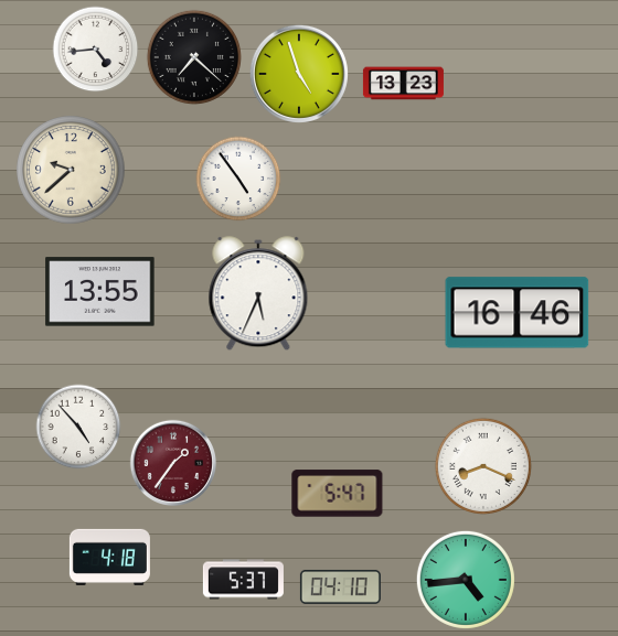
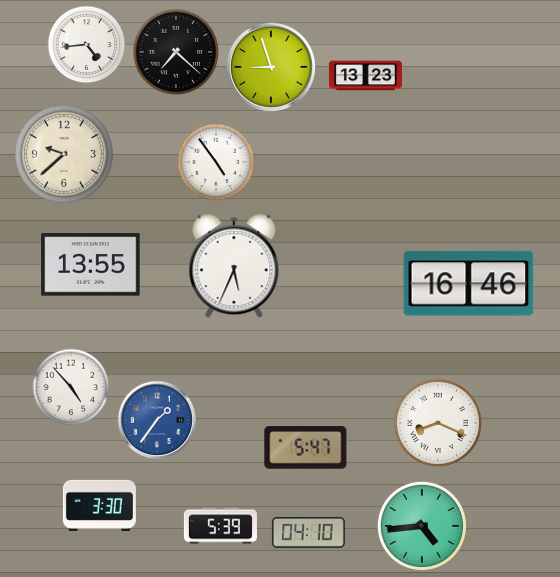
clock at (299, 74): 4:57 -> 8:57
clock at (172, 462) dial: burgundy -> blue
clock at (109, 557): 4:18 -> 3:30
clock at (243, 580): 5:37 -> 5:39
